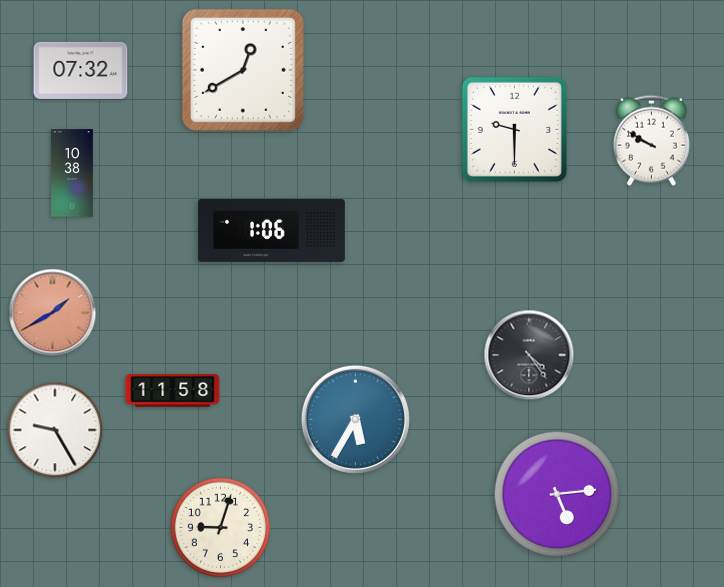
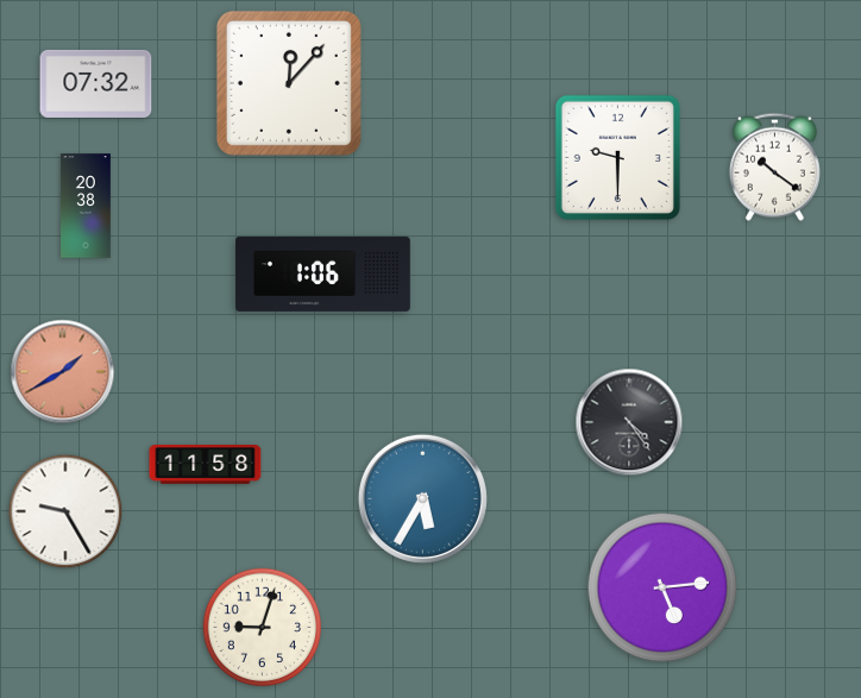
clock at (243, 70): 12:40 -> 12:07
clock at (514, 129) position: (514, 129) -> (617, 157)
clock at (651, 140): 9:50 -> 10:21
clock at (72, 173): 10:38 -> 20:38
